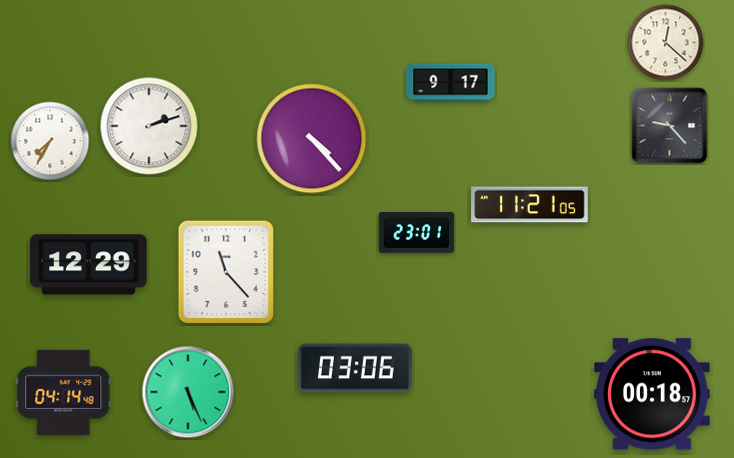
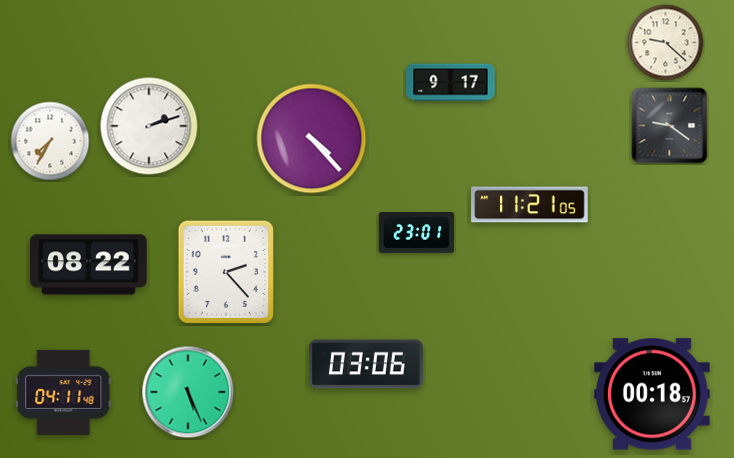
clock at (666, 43): 12:22 -> 9:22
clock at (670, 126): 9:23 -> 9:21
clock at (89, 265): 12:29 -> 08:22
clock at (226, 272): 11:23 -> 2:23
clock at (355, 368) position: (355, 368) -> (366, 364)
clock at (64, 392): 04:14 -> 04:11
